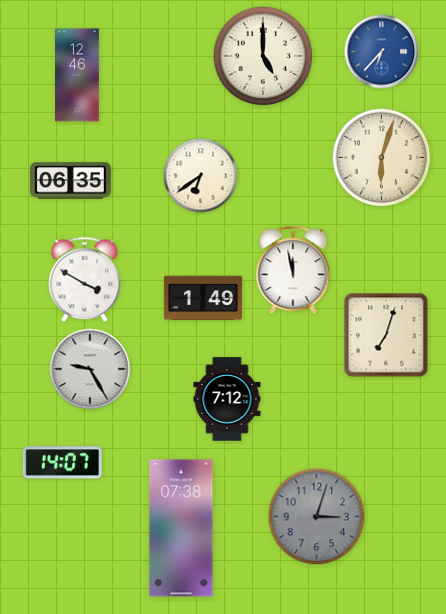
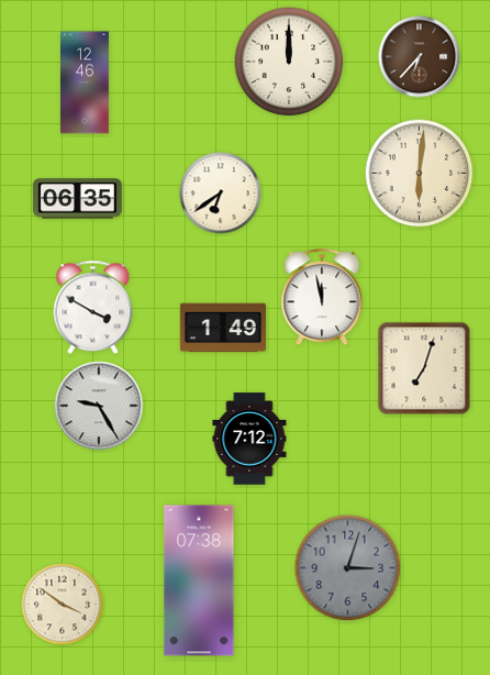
clock at (382, 52) dial: blue -> brown
clock at (263, 56): 5:00 -> 12:00
clock at (382, 158): 6:03 -> 6:01
clock at (62, 463): 14:07 -> none
clock at (63, 605): none -> 3:51
